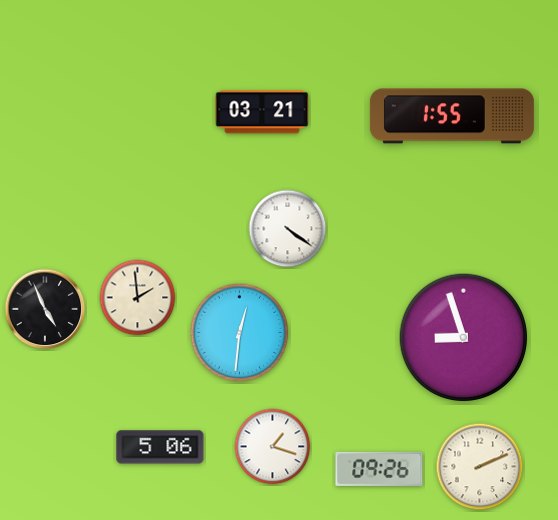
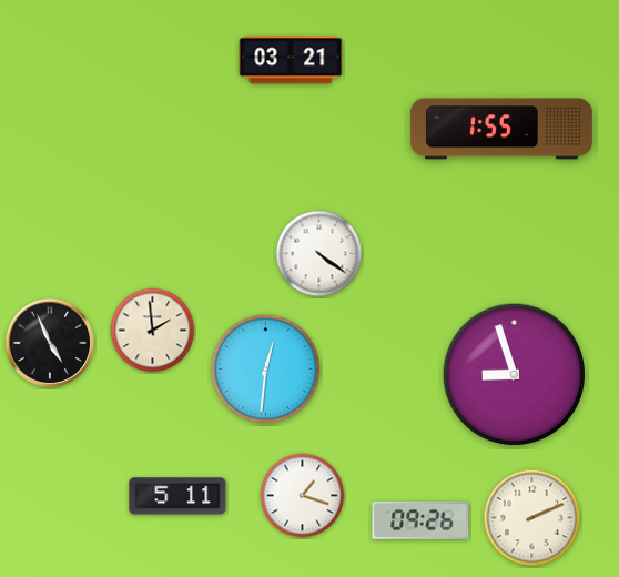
clock at (262, 112) position: (262, 112) -> (291, 60)
clock at (160, 447): 5:06 -> 5:11
